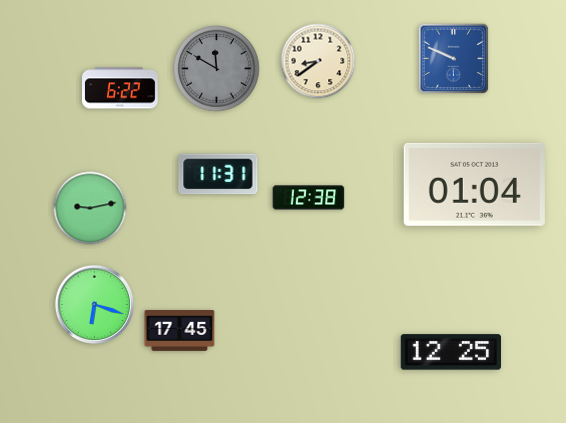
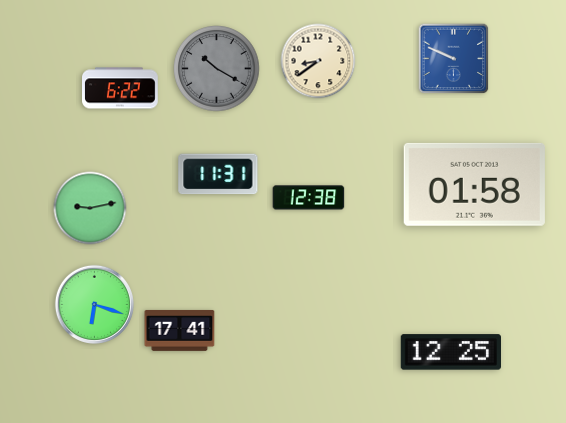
clock at (217, 69): 11:50 -> 10:20
clock at (474, 184): 01:04 -> 01:58
clock at (180, 330): 17:45 -> 17:41
